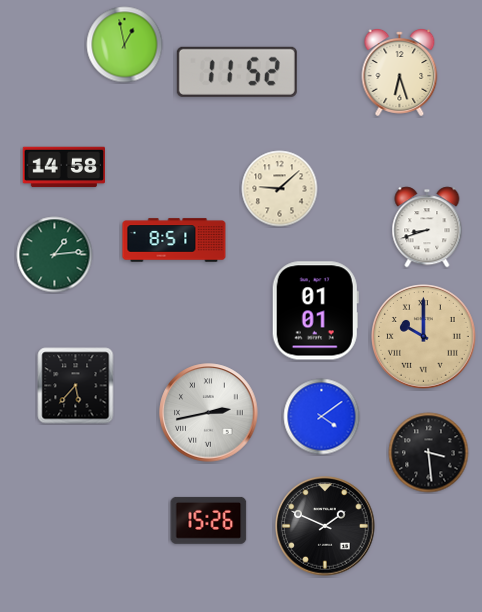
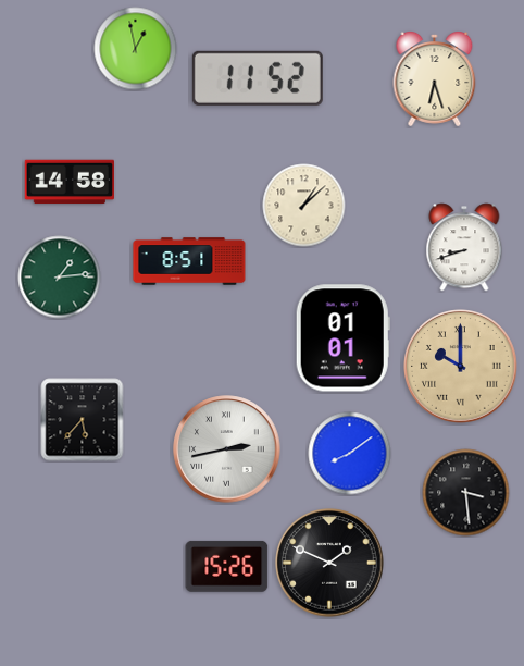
clock at (280, 189): 9:08 -> 1:08
clock at (322, 417): 4:09 -> 8:09
clock at (325, 526) position: (325, 526) -> (329, 563)
